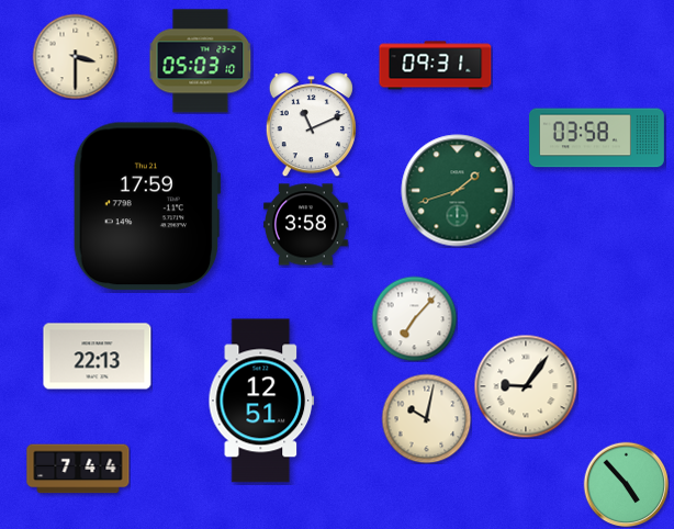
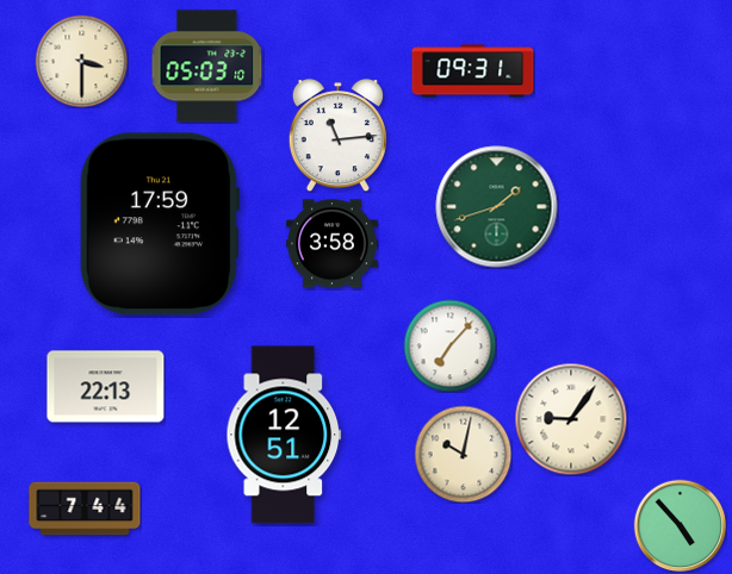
clock at (201, 61) position: (201, 61) -> (207, 67)
clock at (311, 125): 11:11 -> 11:14
clock at (596, 138): 03:58 -> none
